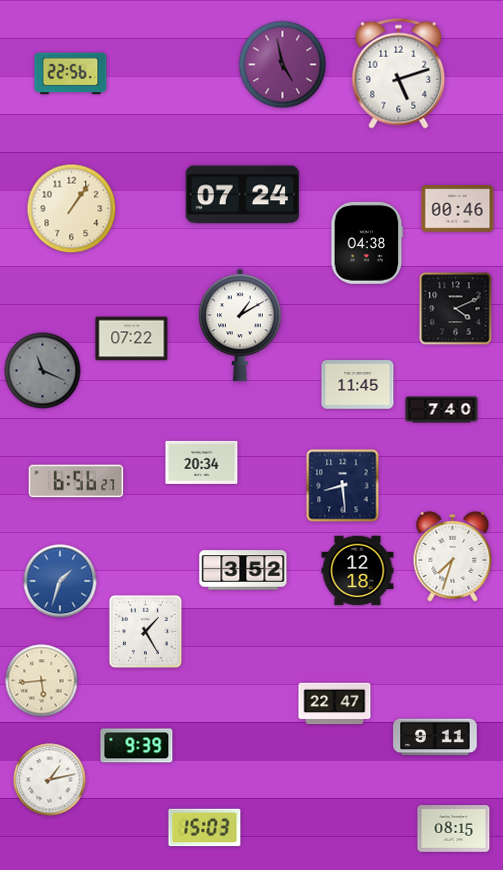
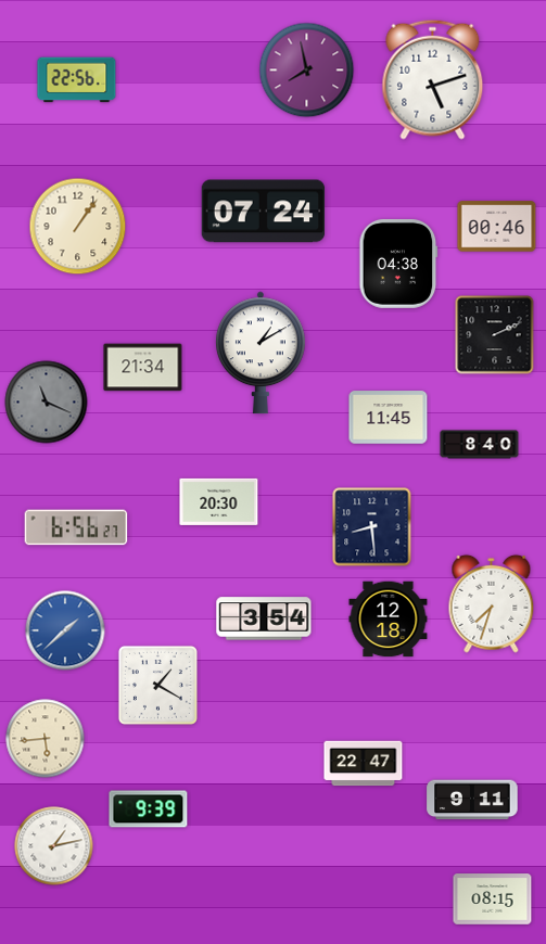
clock at (283, 65): 4:58 -> 7:58
clock at (456, 309): 4:11 -> 2:11
clock at (132, 339): 07:22 -> 21:34
clock at (442, 410): 7:40 -> 8:40
clock at (202, 462): 20:34 -> 20:30
clock at (76, 481) position: (76, 481) -> (76, 527)
clock at (243, 570): 3:52 -> 3:54
clock at (60, 581): 1:33 -> 1:38
clock at (145, 631): 1:25 -> 1:20
clock at (205, 828): 15:03 -> none
